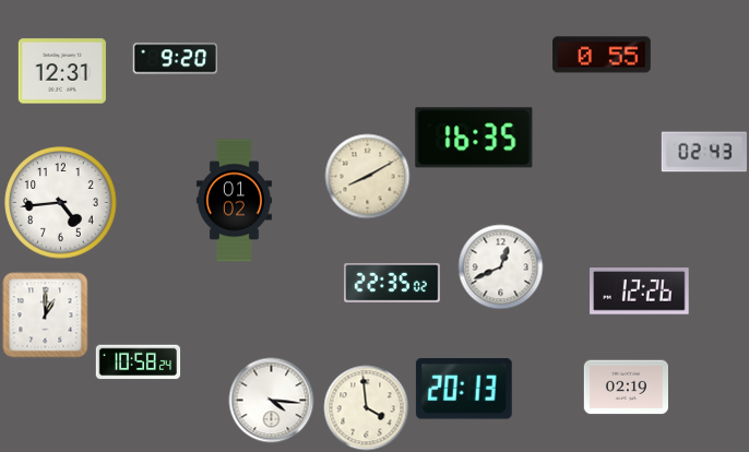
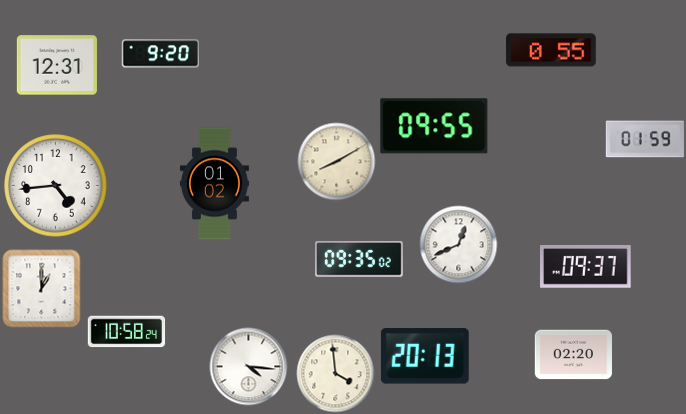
clock at (474, 138): 16:35 -> 09:55
clock at (704, 152): 02:43 -> 01:59
clock at (393, 283): 22:35 -> 09:35
clock at (640, 292): 12:26 -> 09:37
clock at (626, 388): 02:19 -> 02:20
